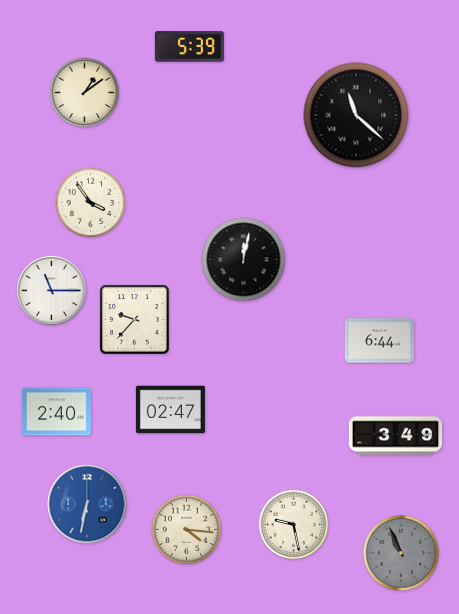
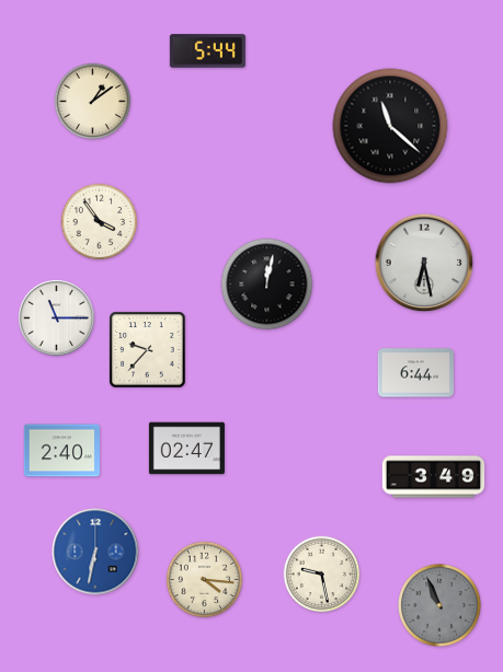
clock at (189, 47): 5:39 -> 5:44
clock at (424, 263): none -> 6:28
